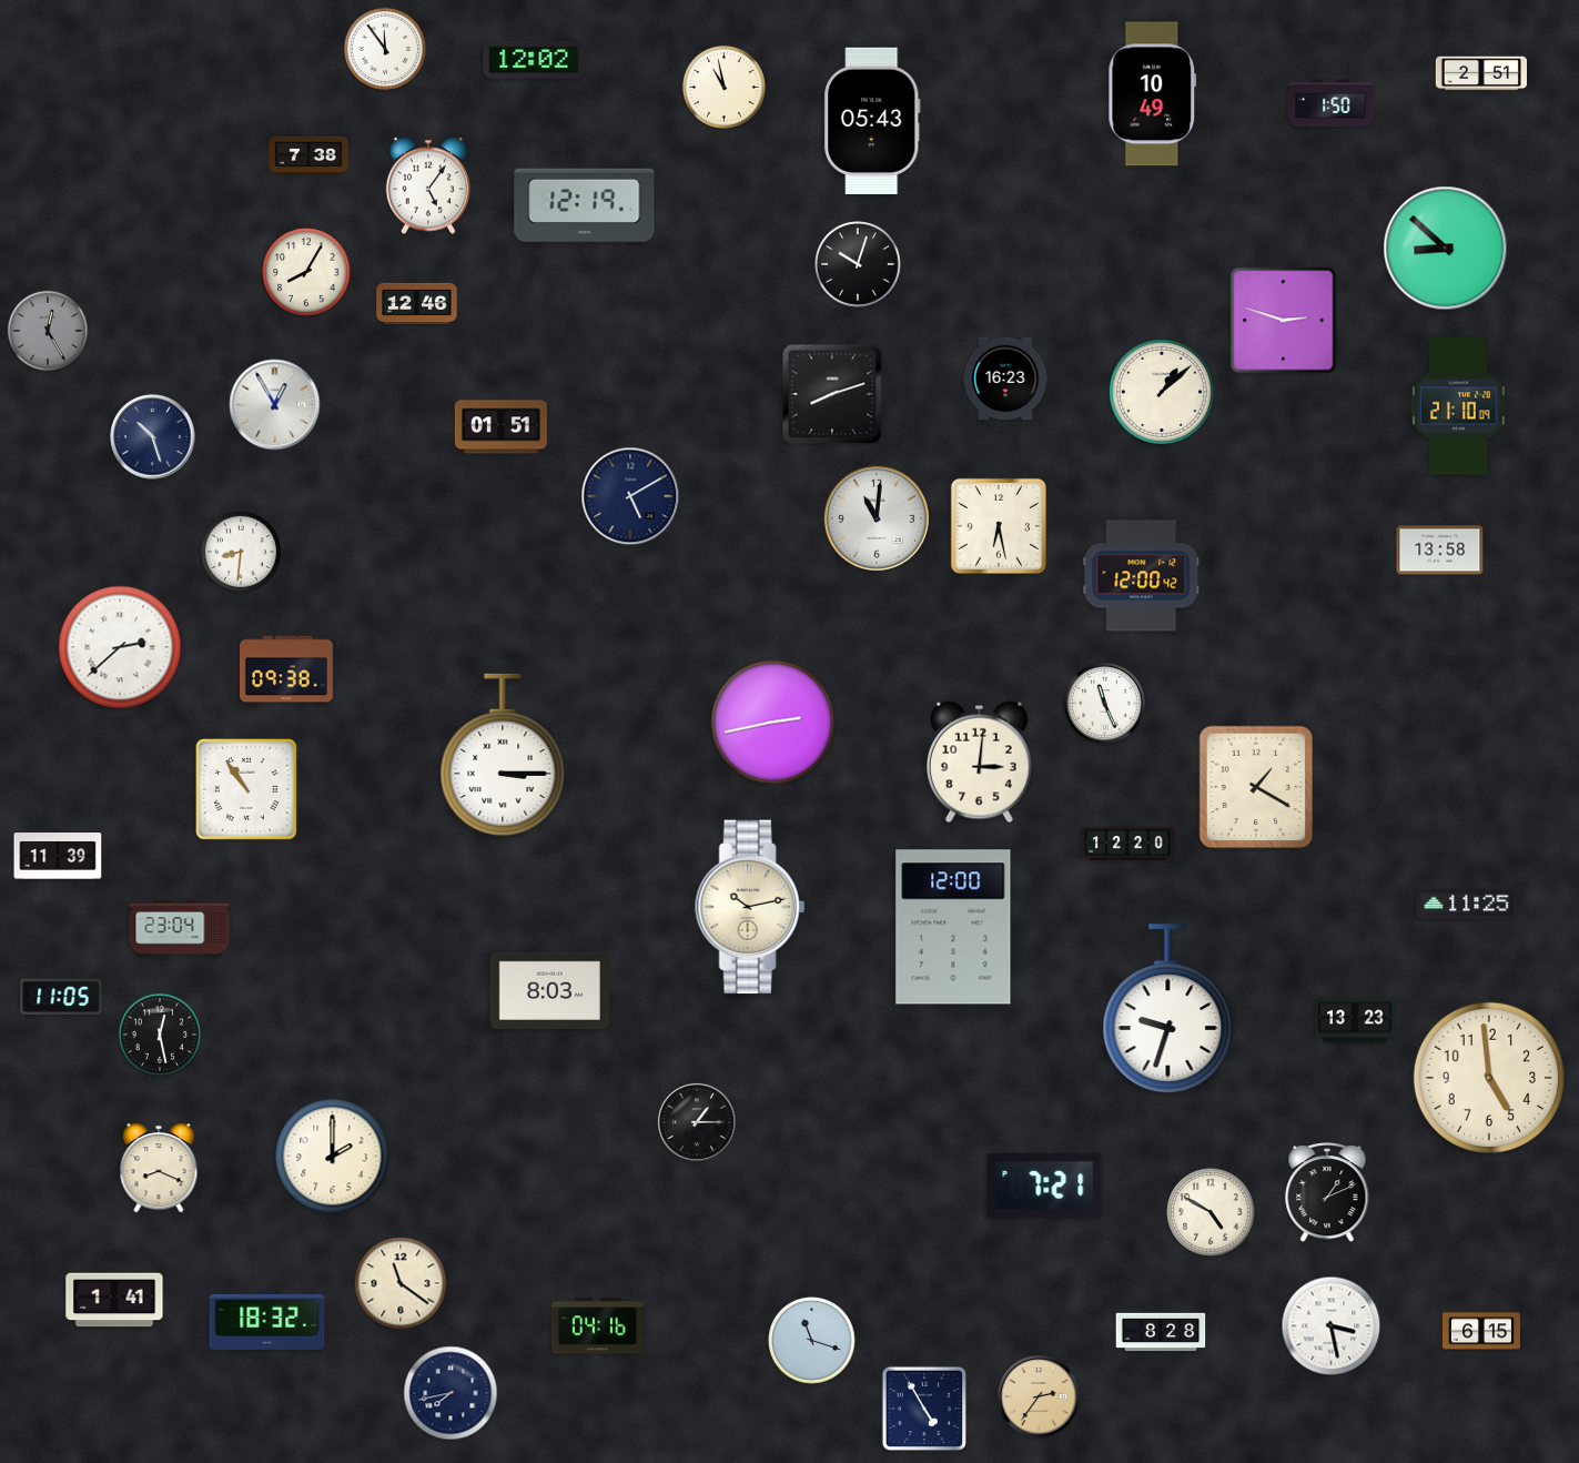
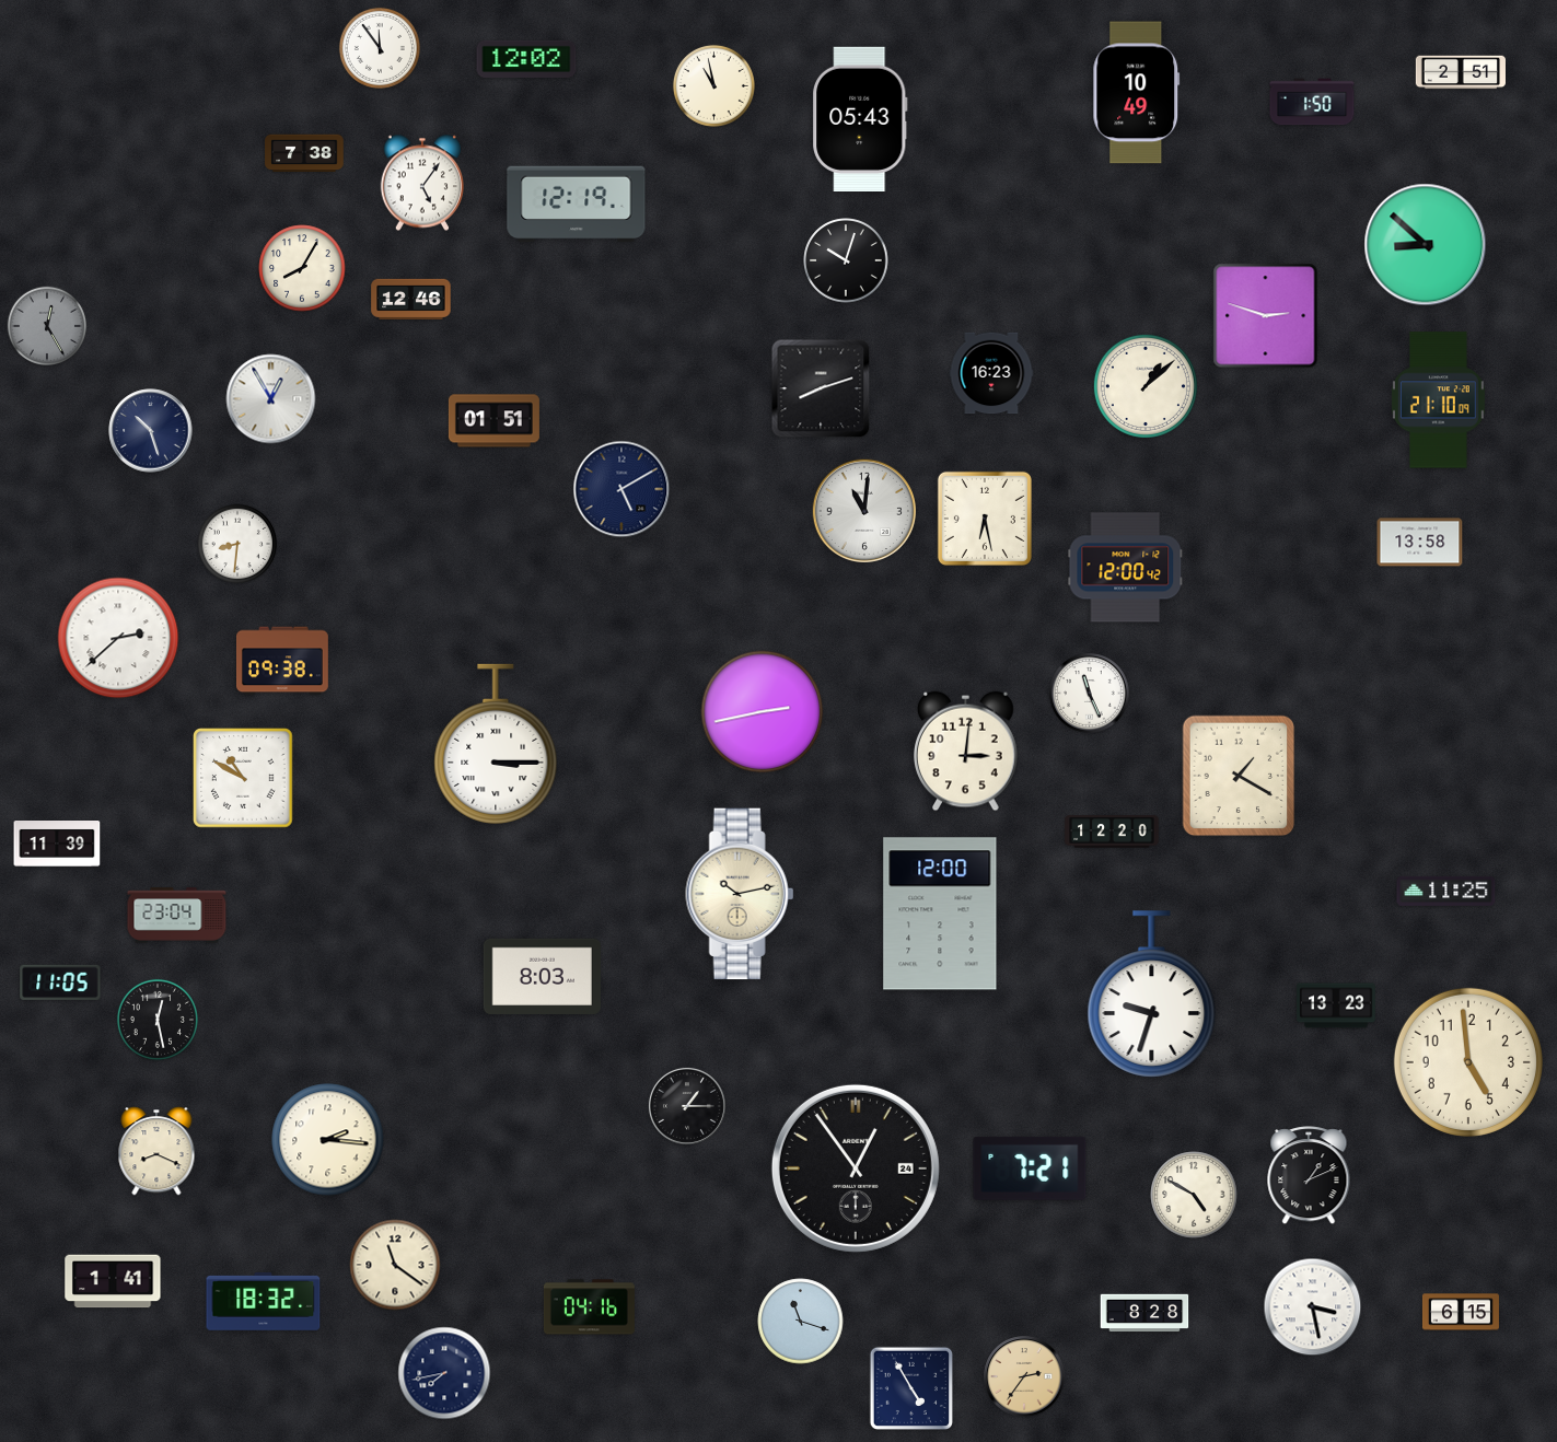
clock at (247, 790): 10:54 -> 10:50
clock at (333, 1157): 2:00 -> 2:16
clock at (856, 1168): none -> 12:54
